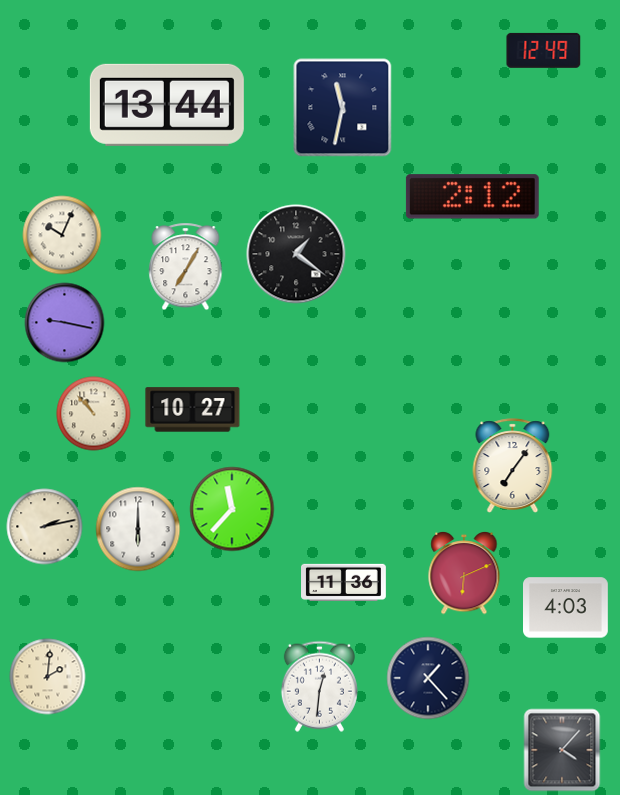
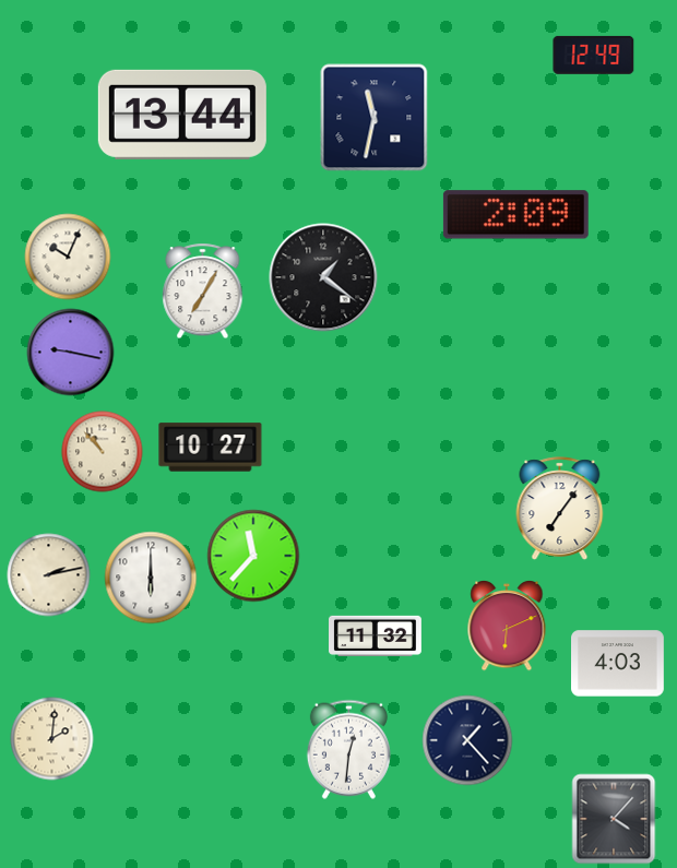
clock at (472, 197): 2:12 -> 2:09
clock at (344, 582): 11:36 -> 11:32
